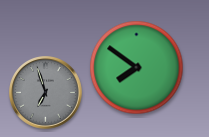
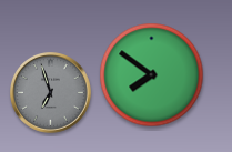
clock at (46, 93) position: (46, 93) -> (51, 93)
